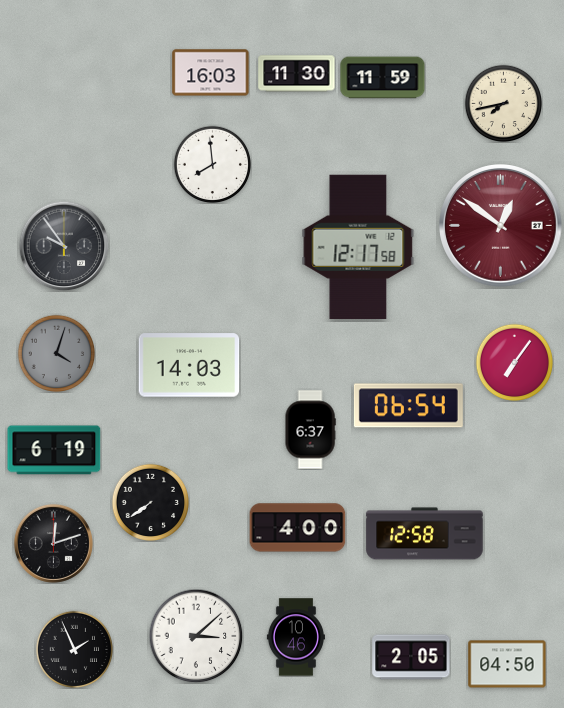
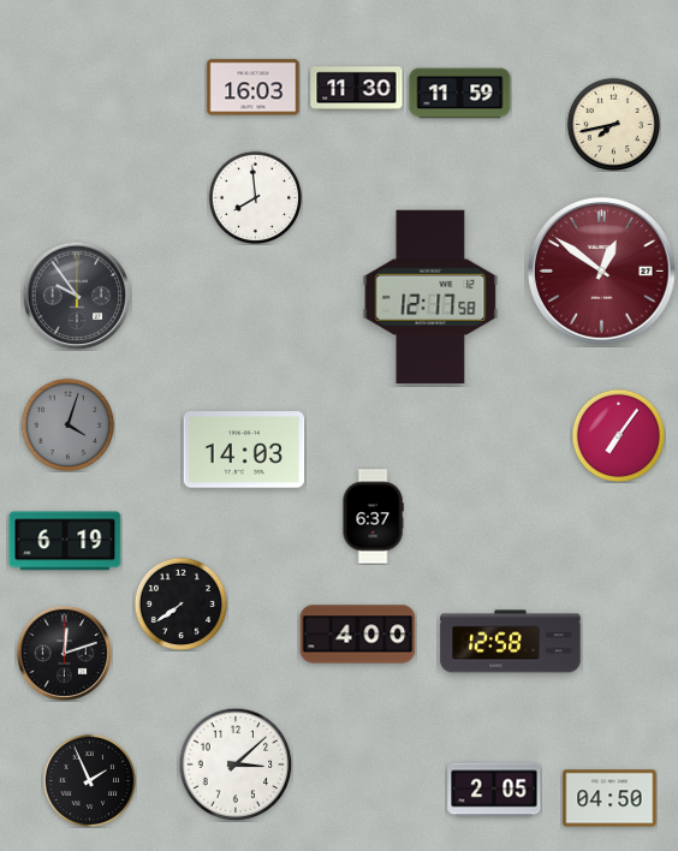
clock at (503, 103) position: (503, 103) -> (613, 124)
clock at (189, 365) position: (189, 365) -> (244, 450)
clock at (408, 406): 06:54 -> none
clock at (296, 637): 10:46 -> none
